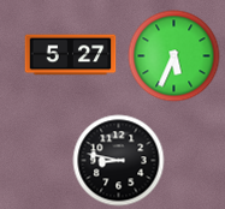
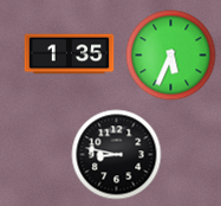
clock at (71, 55): 5:27 -> 1:35
clock at (119, 161) position: (119, 161) -> (117, 155)
